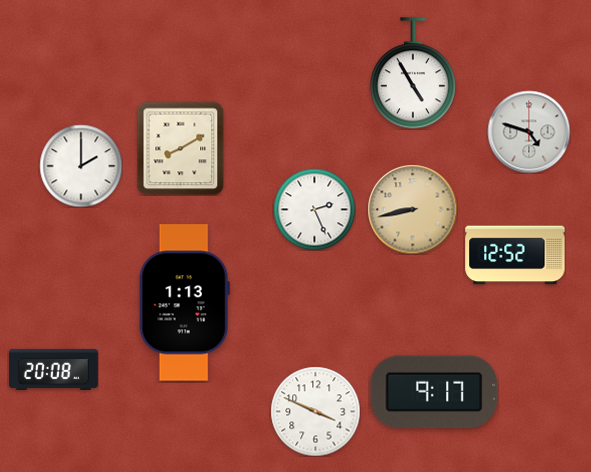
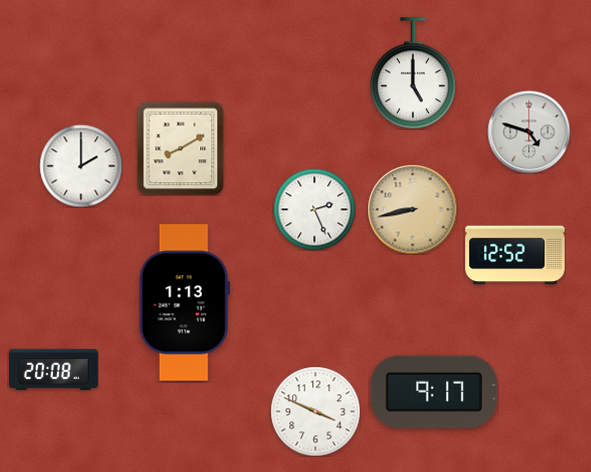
clock at (413, 73): 4:55 -> 5:00
